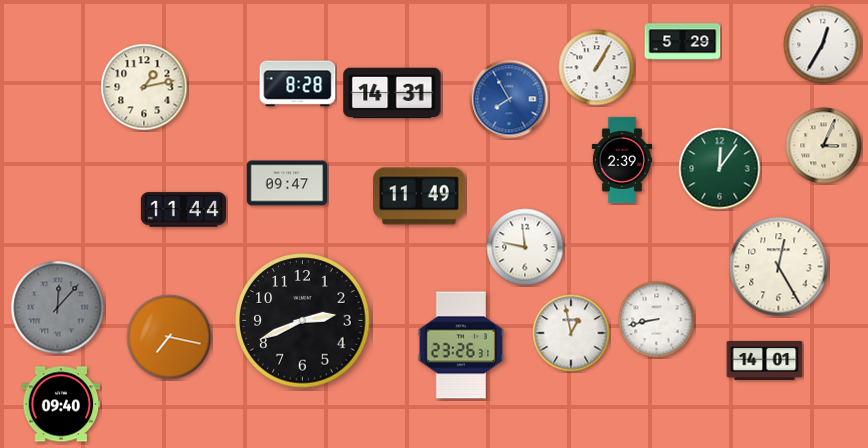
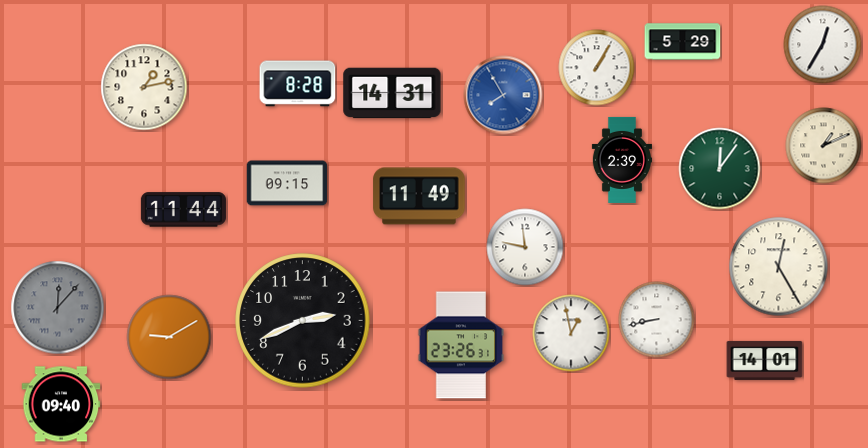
clock at (509, 99) position: (509, 99) -> (503, 95)
clock at (824, 146): 3:04 -> 1:11
clock at (287, 183): 09:47 -> 09:15
clock at (169, 337): 7:17 -> 9:10
